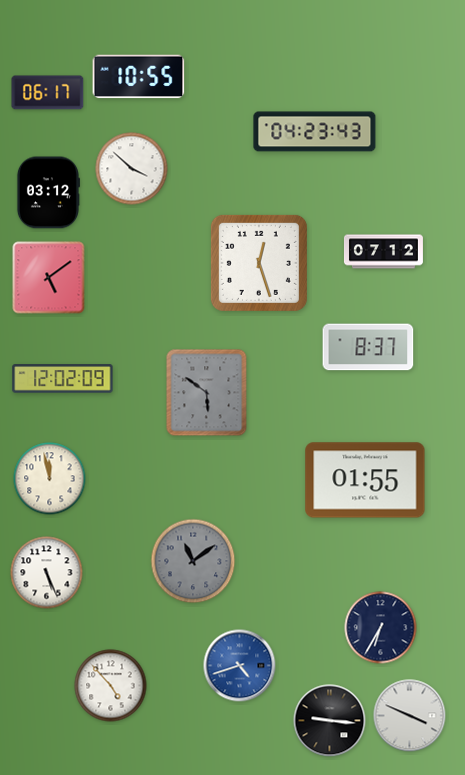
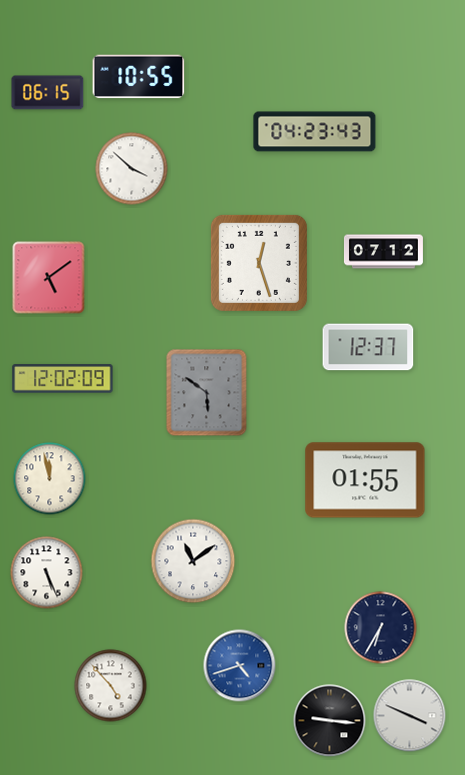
clock at (48, 93): 06:17 -> 06:15
clock at (48, 193): 03:12 -> none
clock at (368, 347): 8:37 -> 12:37
clock at (193, 561) dial: grey -> white
